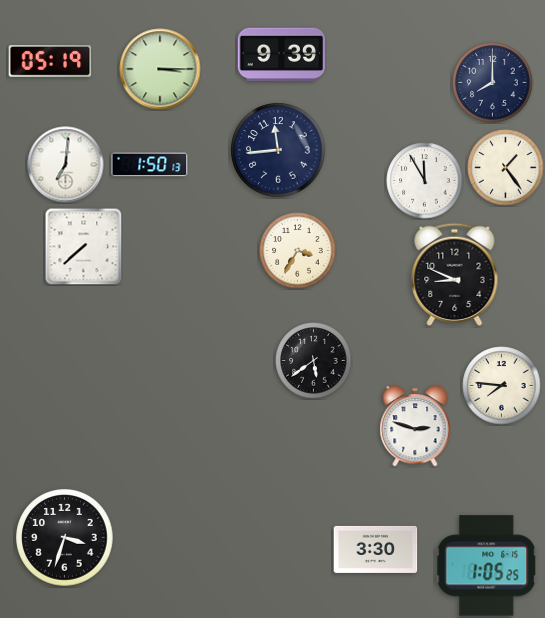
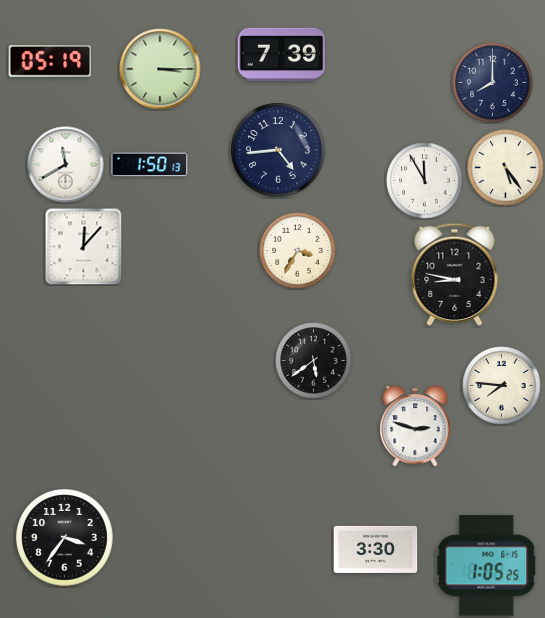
clock at (281, 55): 9:39 -> 7:39
clock at (278, 150): 11:44 -> 4:44
clock at (66, 165): 7:01 -> 11:40
clock at (506, 168): 1:24 -> 5:24
clock at (83, 246): 7:38 -> 12:07
clock at (455, 274): 8:49 -> 8:47
clock at (65, 538): 3:33 -> 3:36
